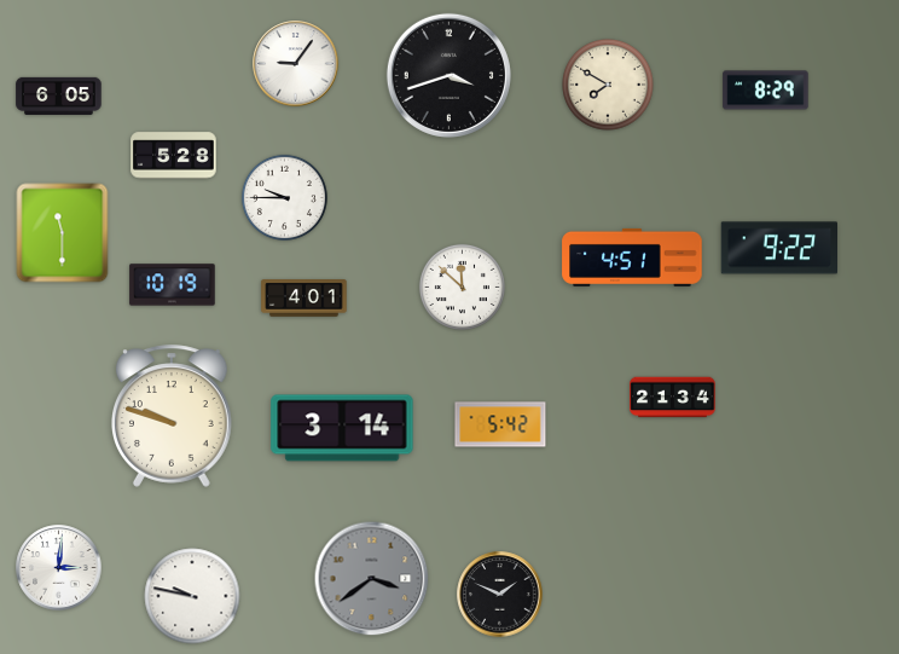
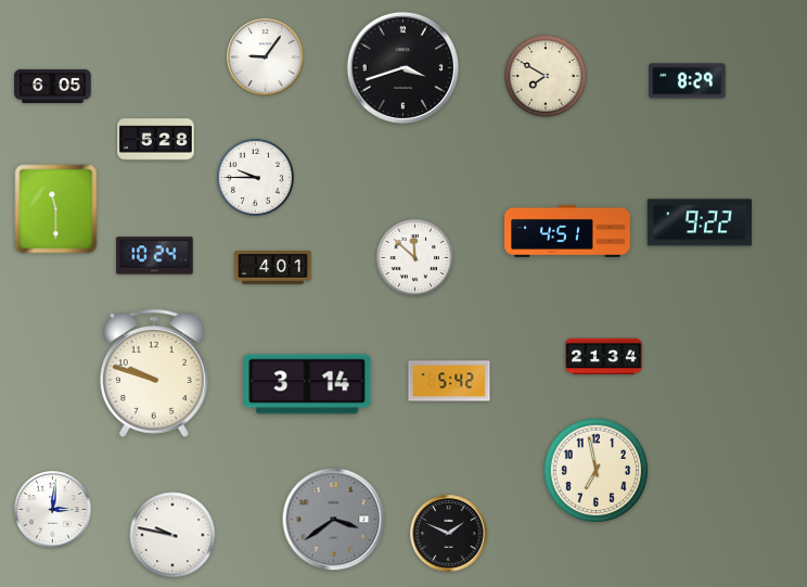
clock at (173, 285): 10:19 -> 10:24
clock at (597, 471): none -> 6:58
